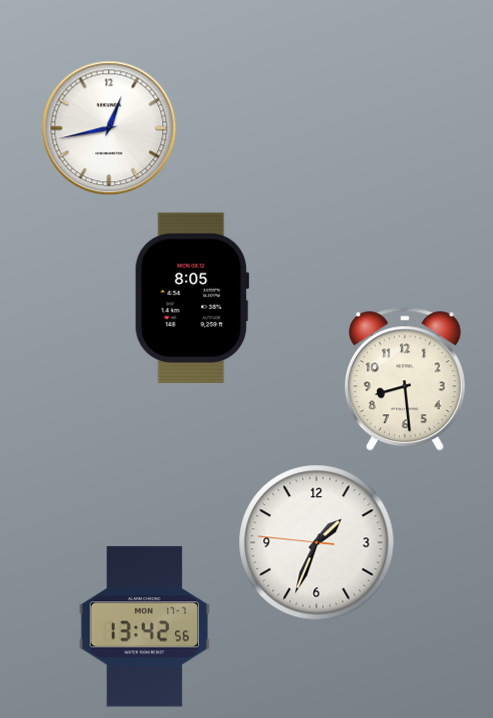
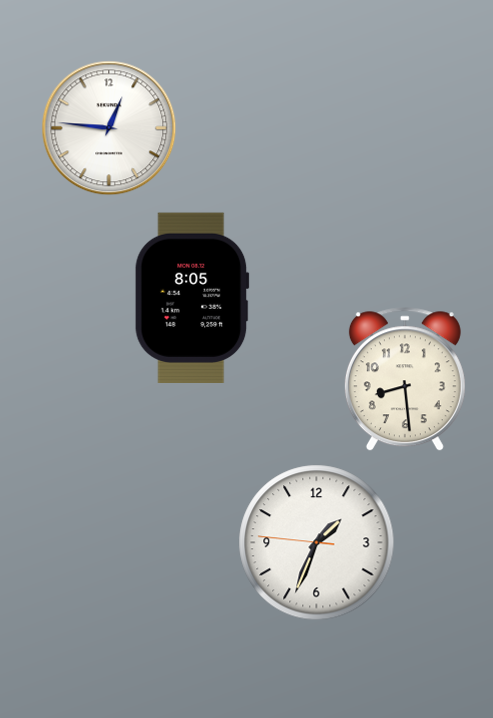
clock at (109, 128): 12:43 -> 12:46
clock at (145, 627): 13:42 -> none
